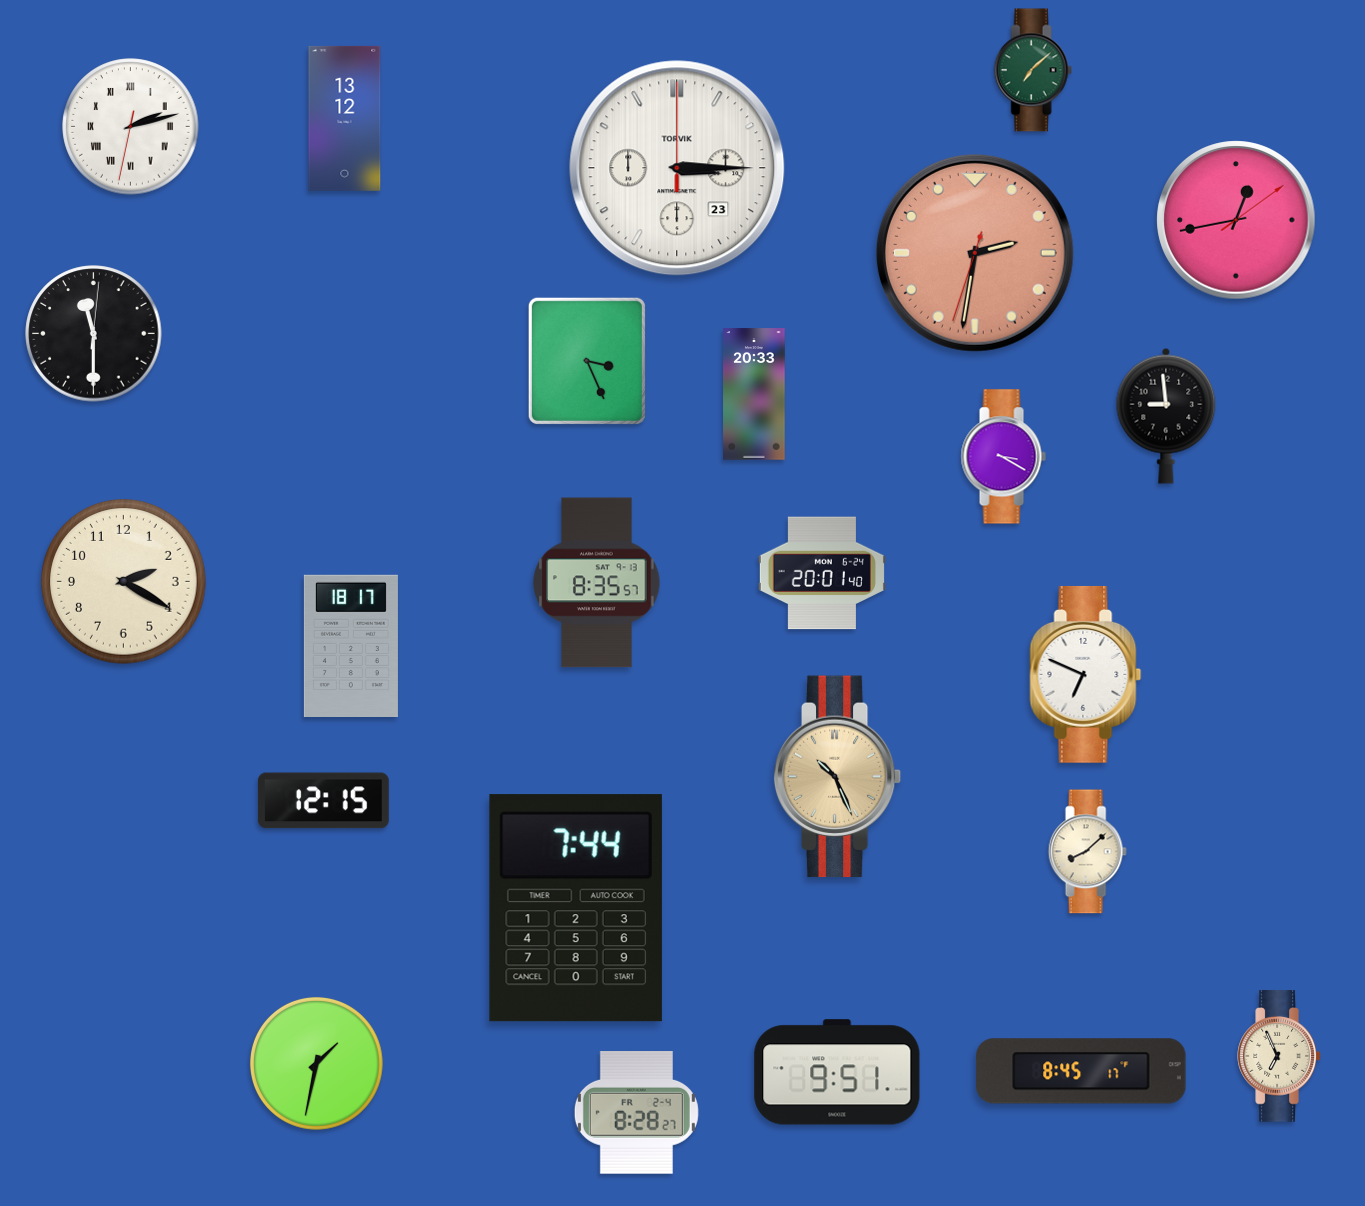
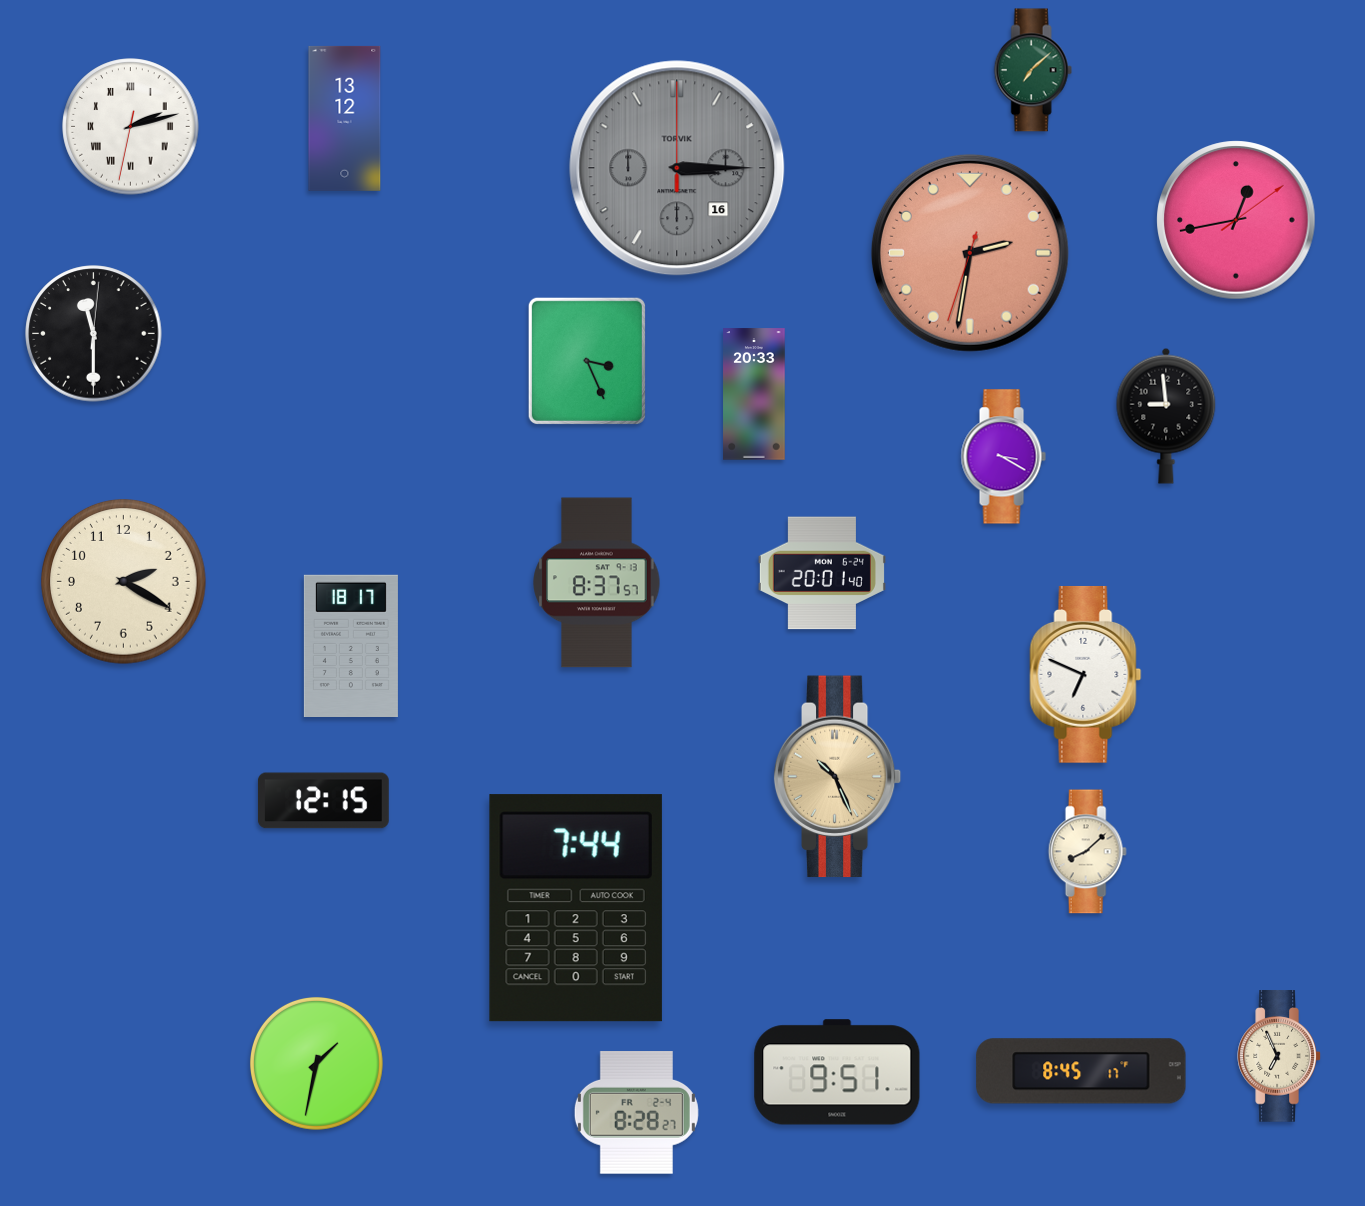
clock at (677, 168) date: 23 -> 16
clock at (677, 168) dial: white -> grey
clock at (975, 253) position: (975, 253) -> (970, 253)
clock at (597, 583): 8:35 -> 8:37
